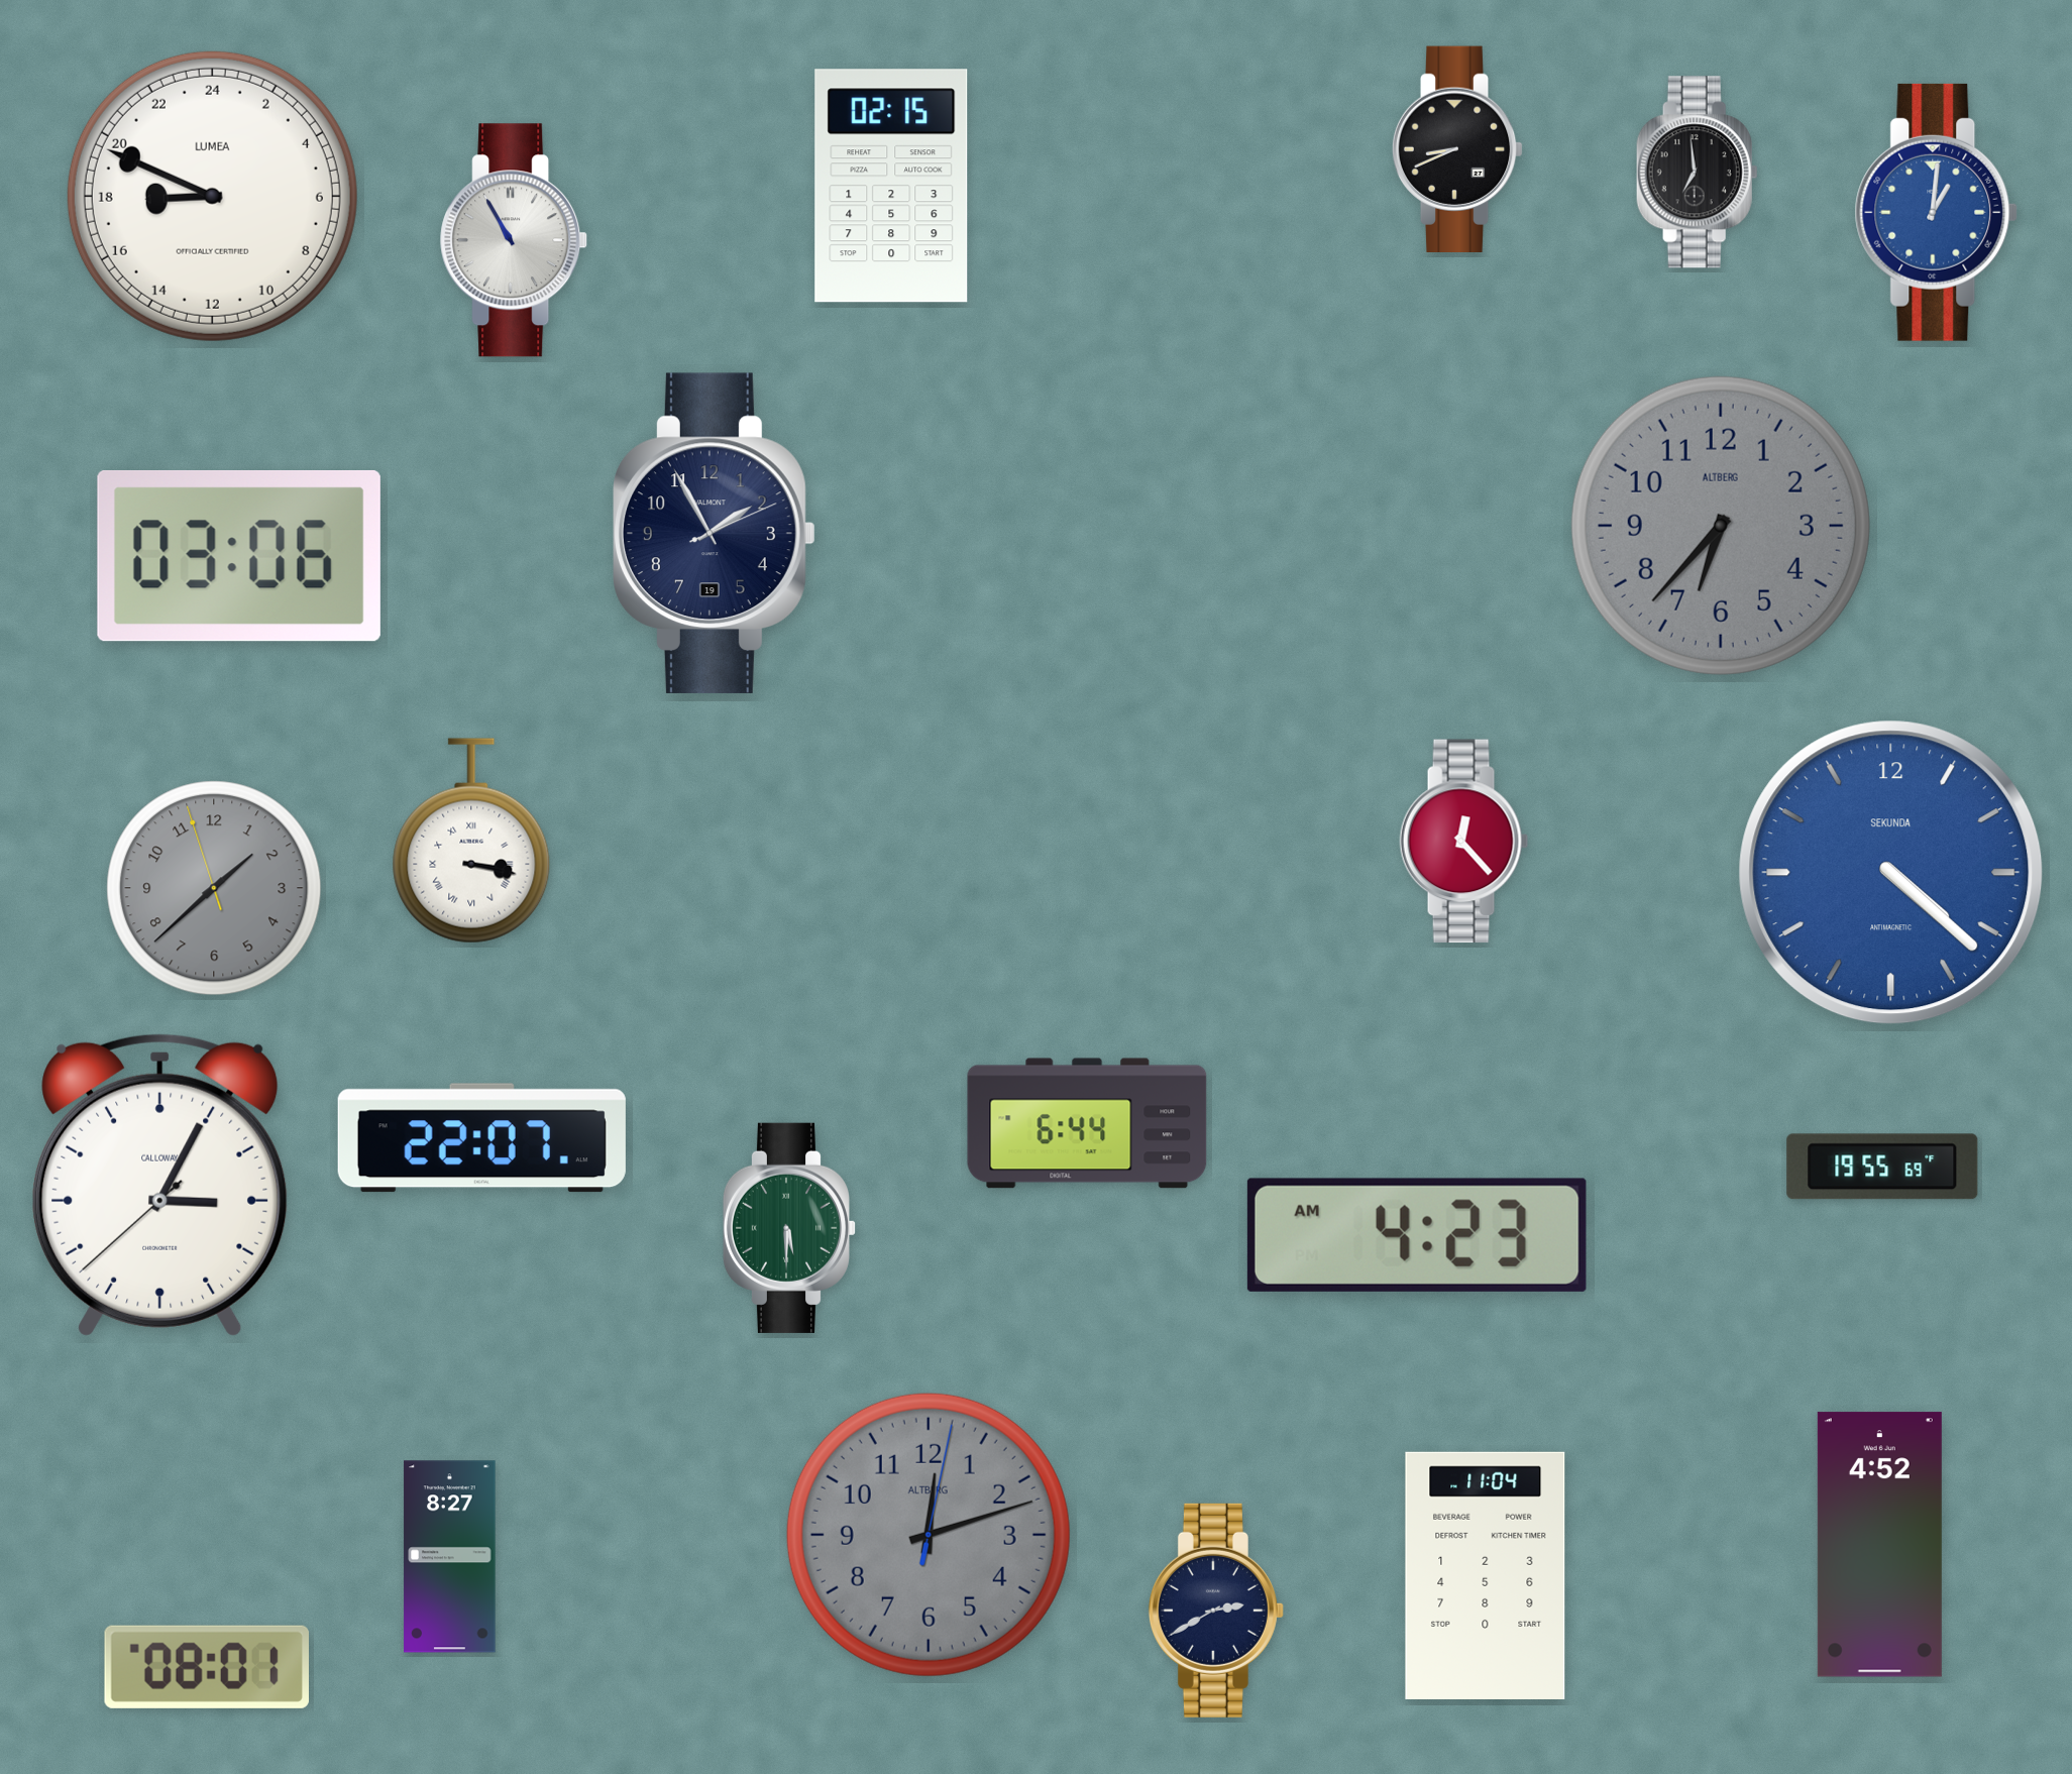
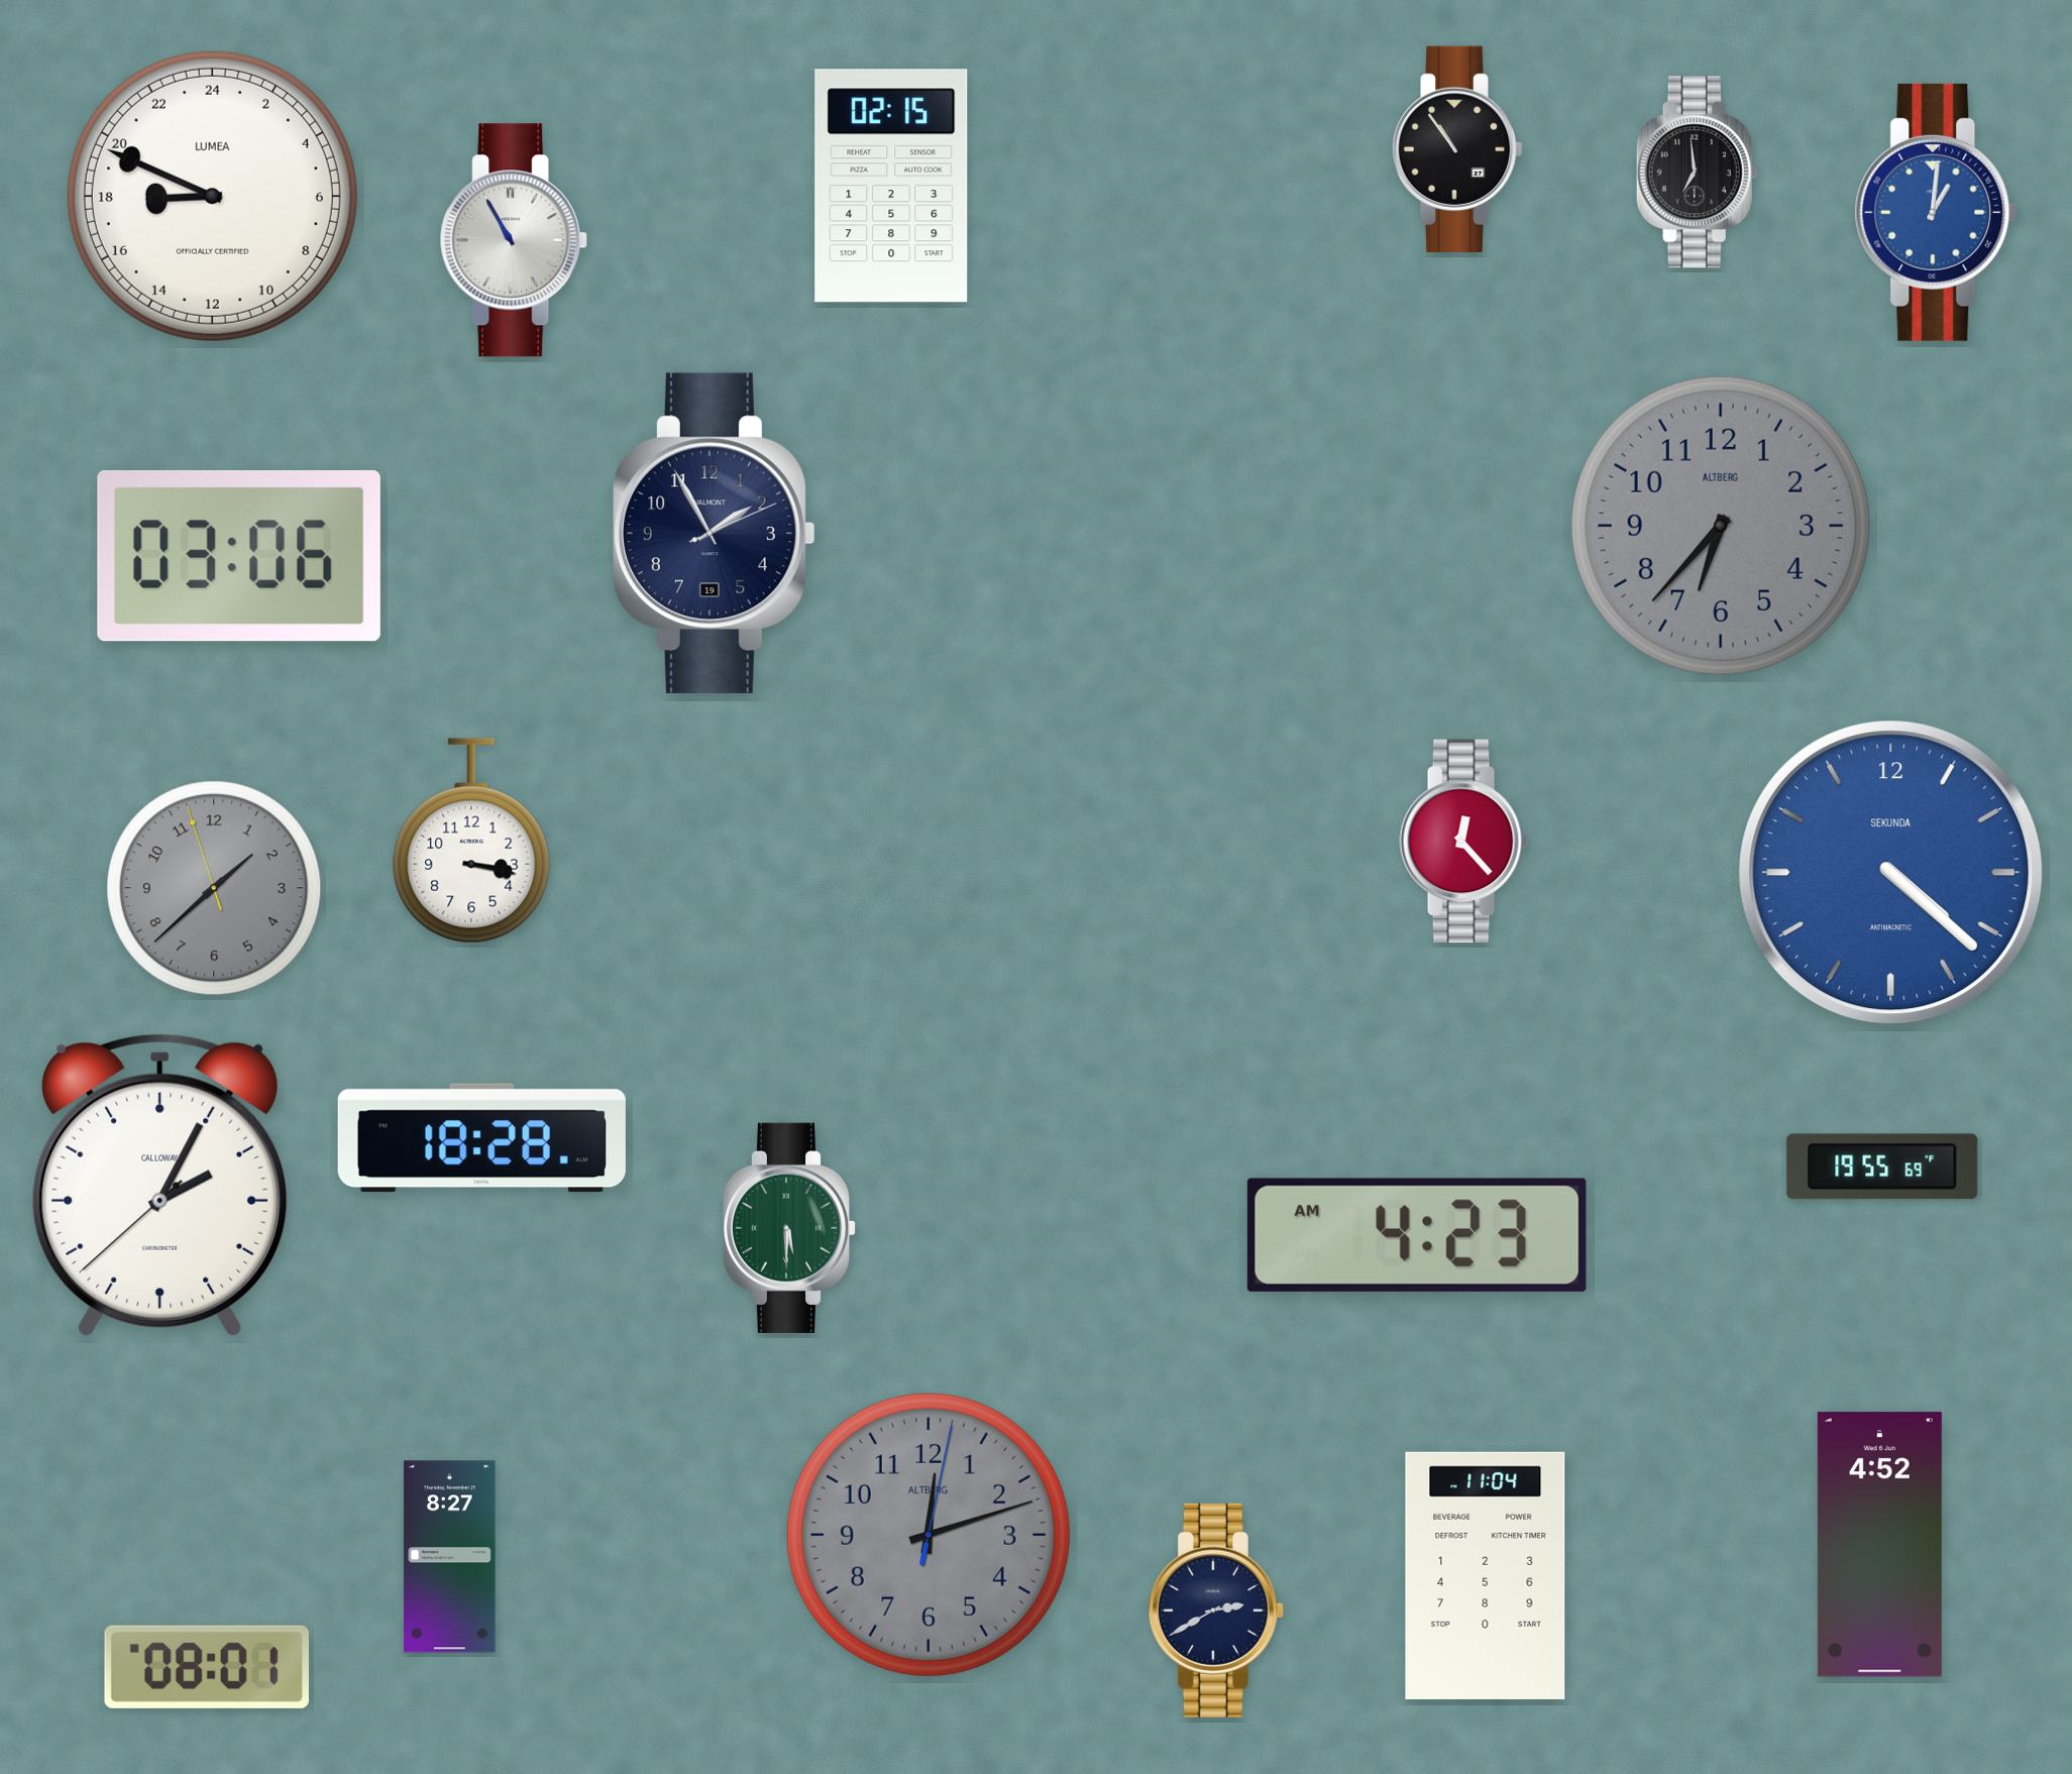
clock at (1457, 148): 8:41 -> 10:54
clock at (471, 841) numerals: Roman -> Arabic
clock at (1087, 1123): 6:44 -> none
clock at (481, 1138): 22:07 -> 18:28
clock at (160, 1185): 3:04 -> 2:04
